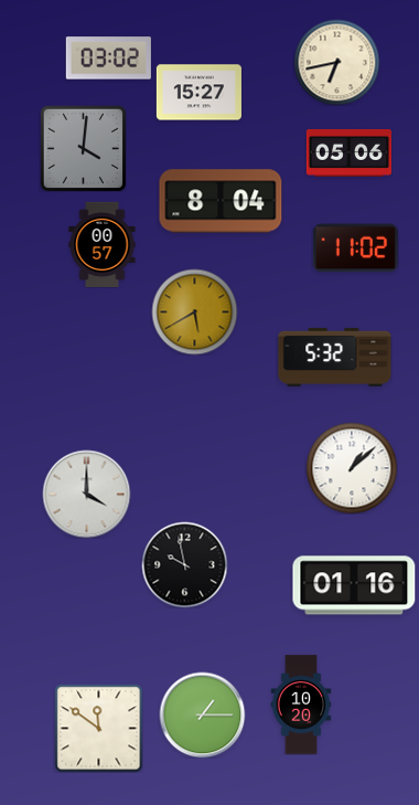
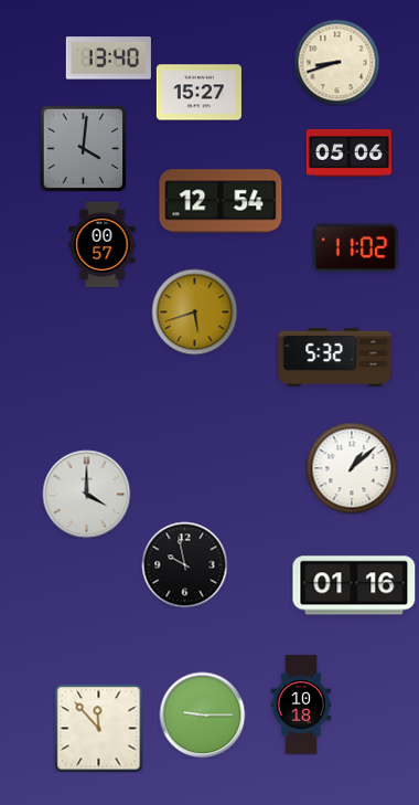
clock at (108, 59): 03:02 -> 13:40
clock at (336, 62): 6:43 -> 8:42
clock at (221, 201): 8:04 -> 12:54
clock at (194, 311): 5:40 -> 5:42
clock at (301, 705): 10:20 -> 10:18
clock at (202, 714): 1:15 -> 9:15
clock at (98, 728): 11:51 -> 11:53
